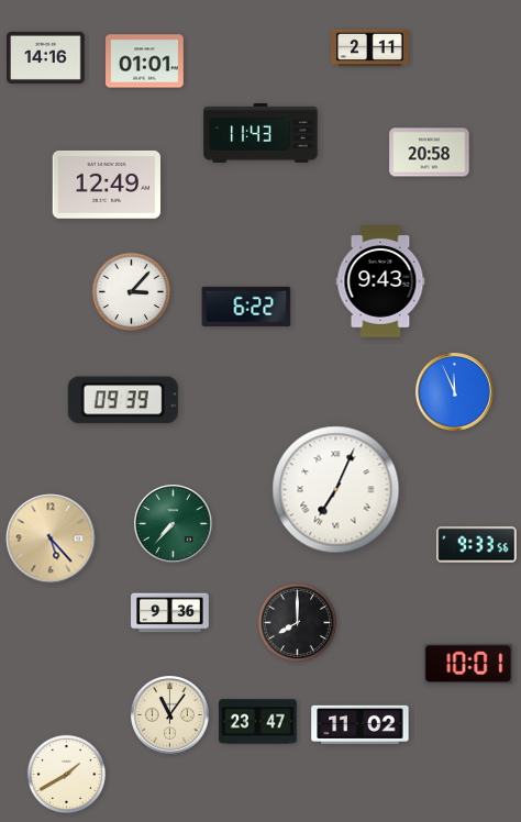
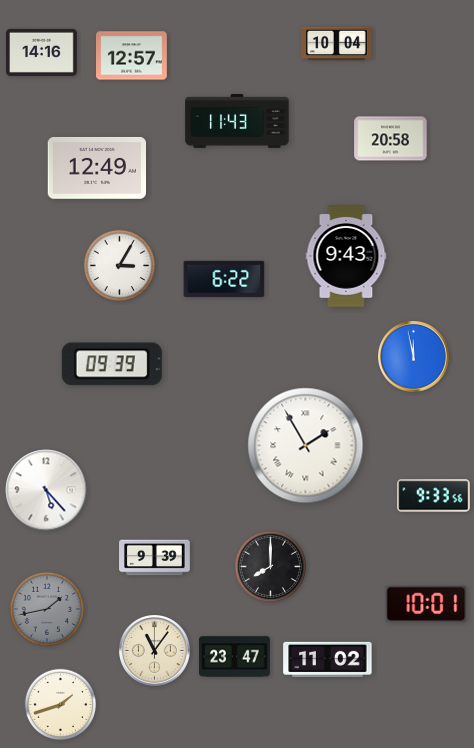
clock at (370, 48): 2:11 -> 10:04
clock at (145, 62): 01:01 -> 12:57
clock at (132, 292): 3:07 -> 3:05
clock at (455, 392): 11:56 -> 11:58
clock at (336, 490): 7:04 -> 1:55
clock at (174, 524): 7:37 -> none
clock at (51, 538) dial: champagne -> white
clock at (170, 613): 9:36 -> 9:39
clock at (47, 609): none -> 1:43
clock at (67, 775): 1:40 -> 1:42
